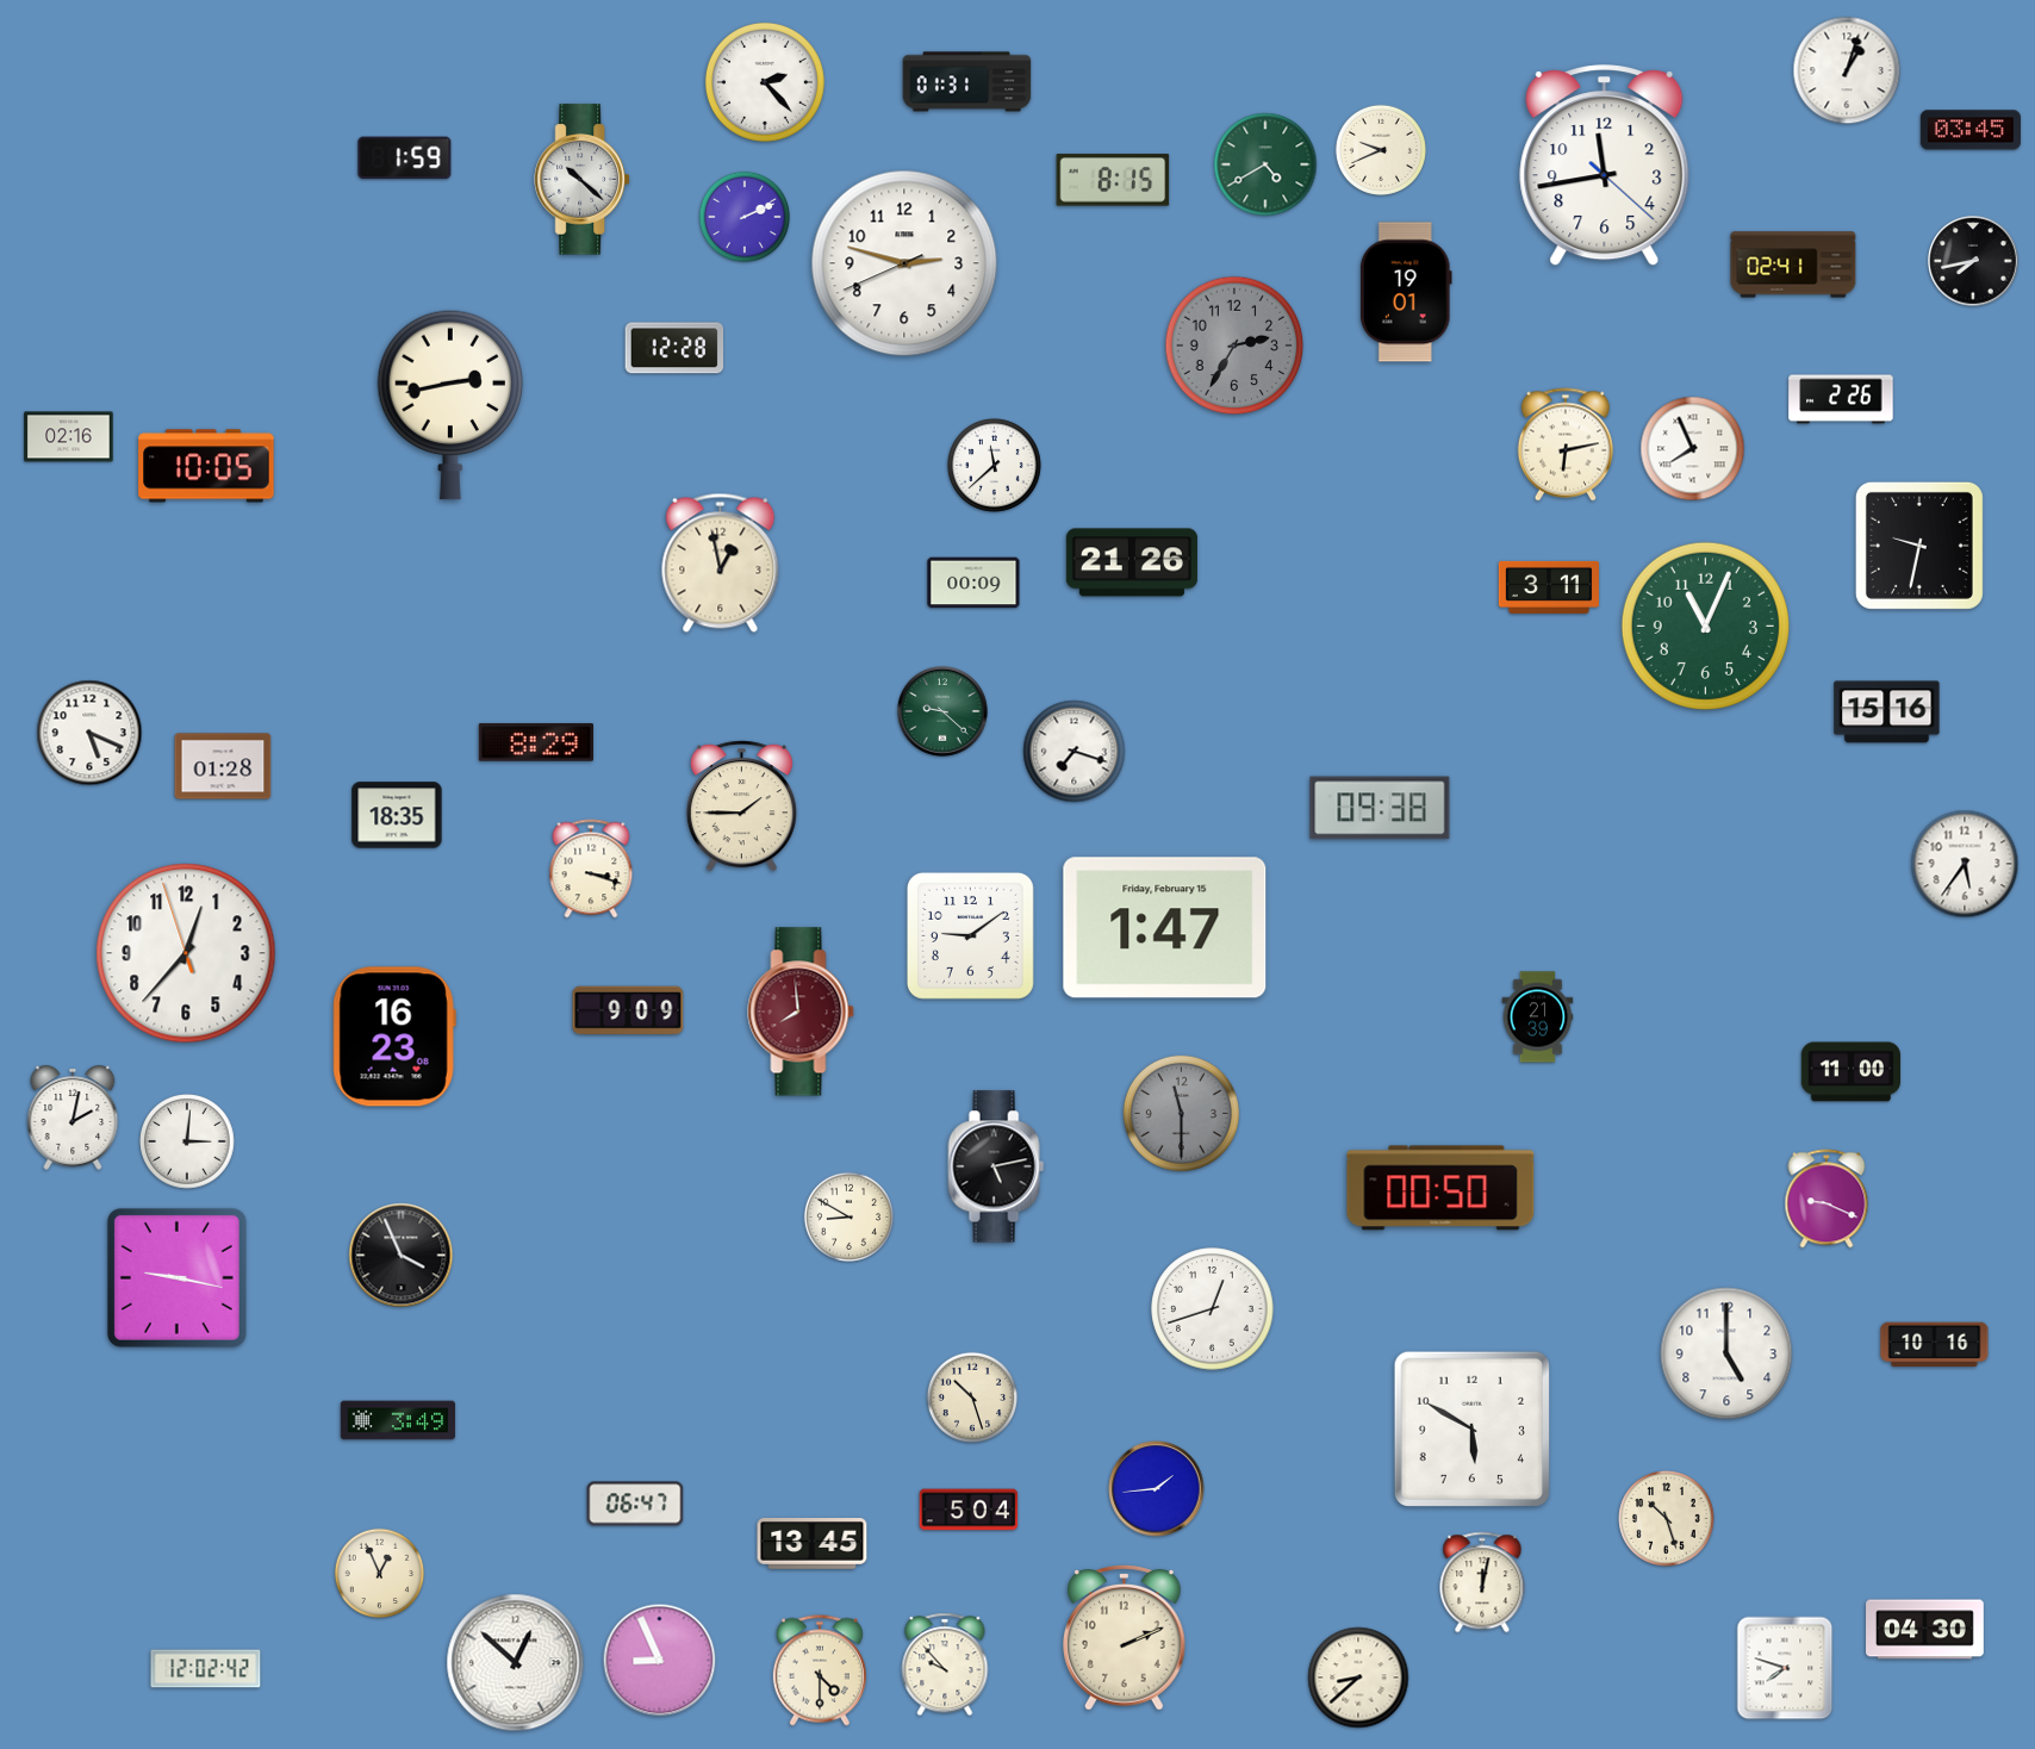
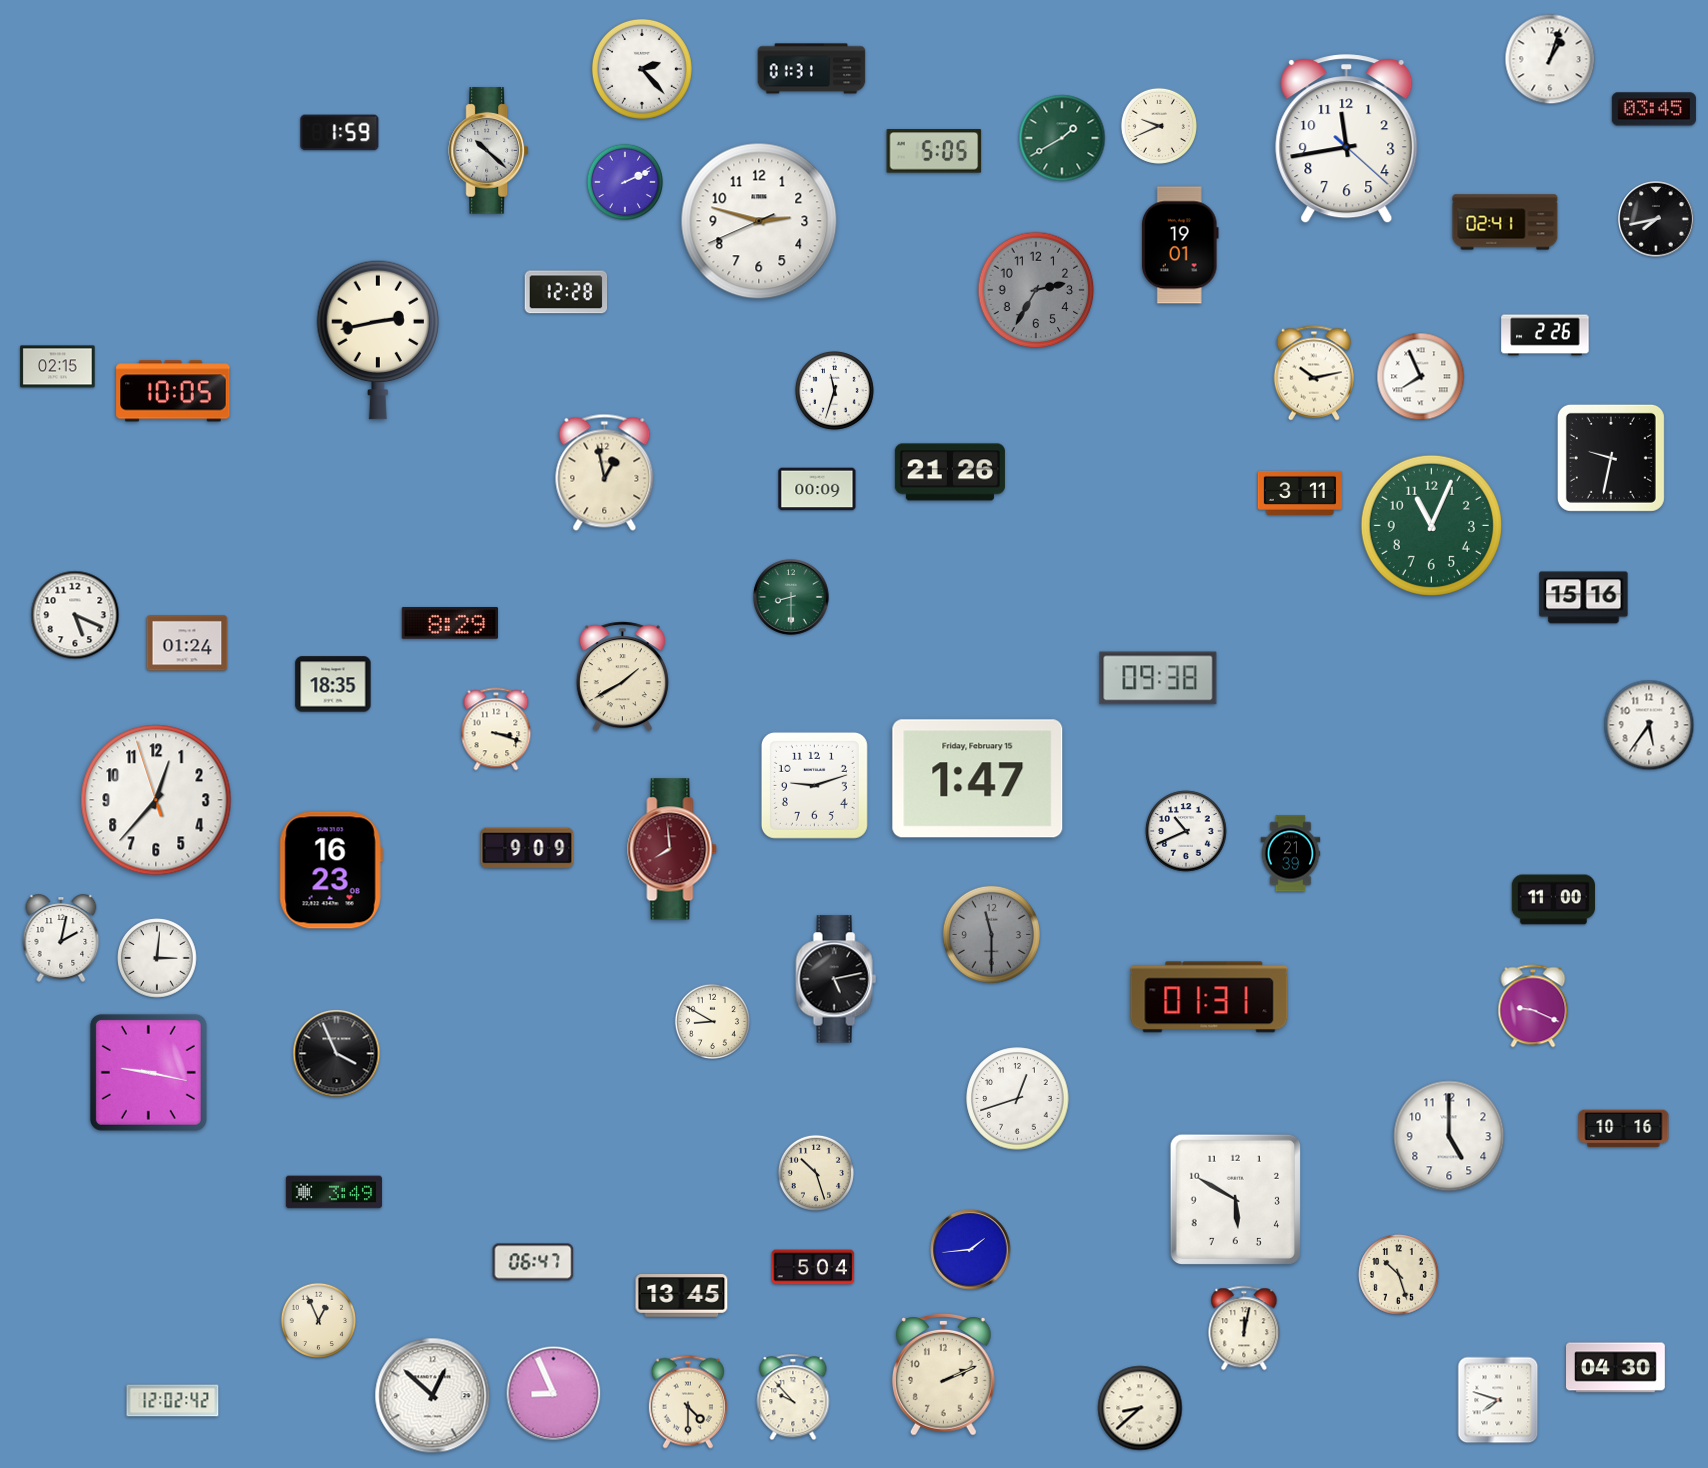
clock at (1265, 164): 4:40 -> 1:40
clock at (1113, 180): 8:15 -> 5:05
clock at (69, 437): 02:16 -> 02:15
clock at (1564, 444): 6:13 -> 10:13
clock at (994, 466): 11:38 -> 11:33
clock at (944, 712): 9:22 -> 8:30
clock at (1075, 752): 7:18 -> none
clock at (223, 766): 01:28 -> 01:24
clock at (741, 807): 1:45 -> 1:40
clock at (970, 935): 9:09 -> 9:12
clock at (1186, 831): none -> 10:41
clock at (1440, 1188): 00:50 -> 01:31
